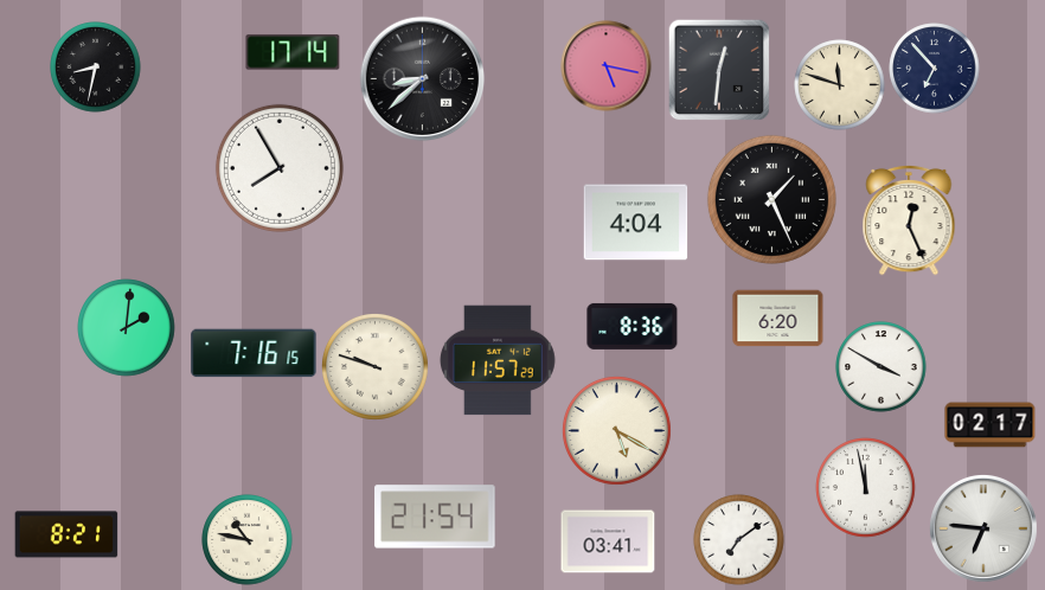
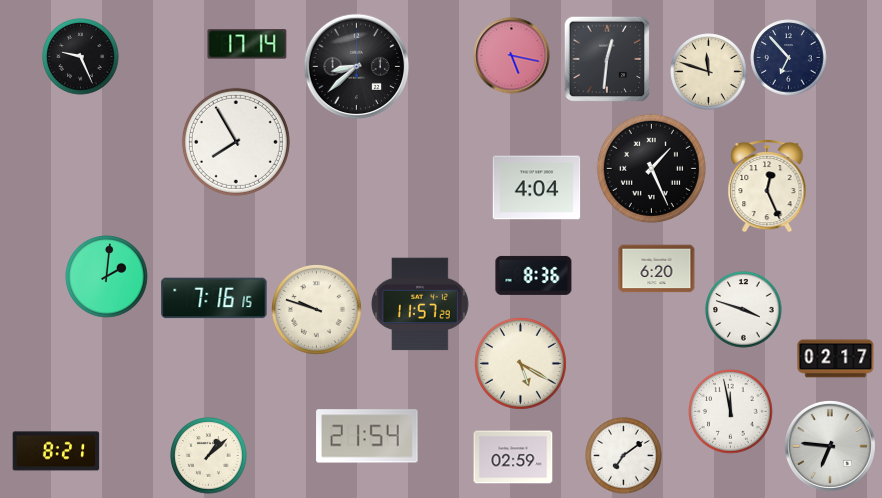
clock at (96, 68): 8:32 -> 9:26
clock at (881, 367): 3:50 -> 3:48
clock at (248, 540): 10:47 -> 1:08
clock at (608, 541): 03:41 -> 02:59
